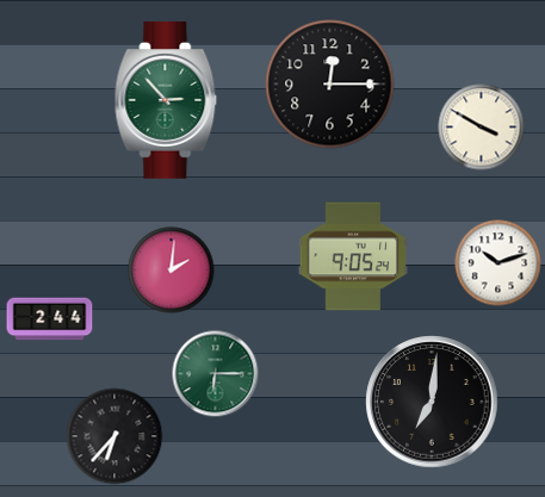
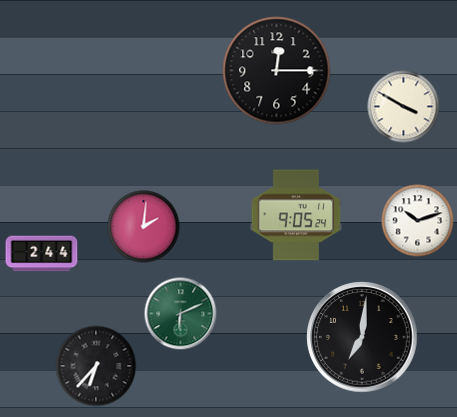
clock at (166, 101): 2:53 -> none
clock at (50, 319) position: (50, 319) -> (42, 254)
clock at (216, 374): 6:15 -> 6:11
